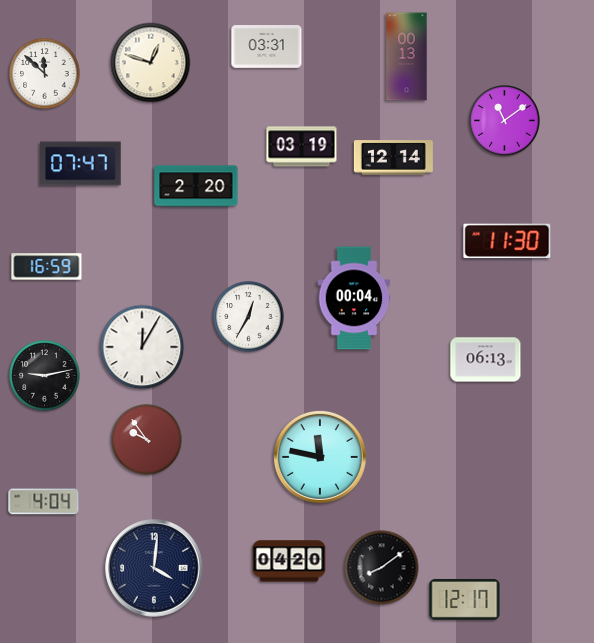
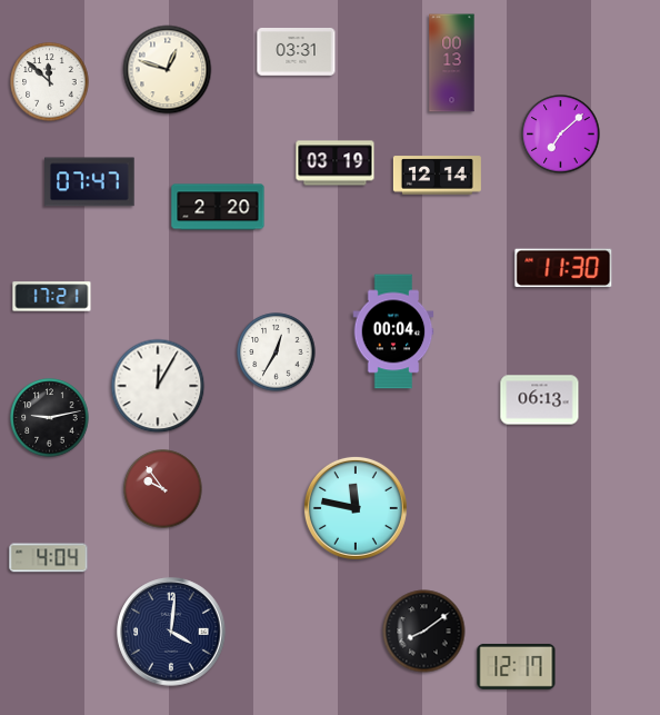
clock at (505, 121): 11:09 -> 7:08
clock at (47, 267): 16:59 -> 17:21
clock at (289, 561): 04:20 -> none
